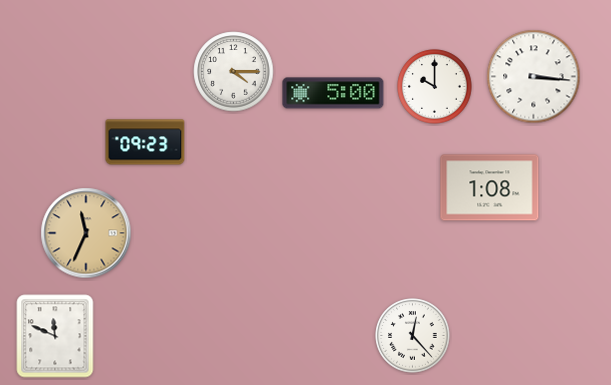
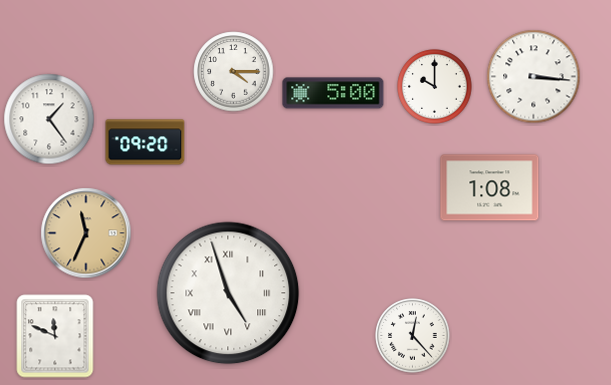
clock at (49, 119): none -> 1:24
clock at (145, 142): 09:23 -> 09:20
clock at (228, 293): none -> 4:57
